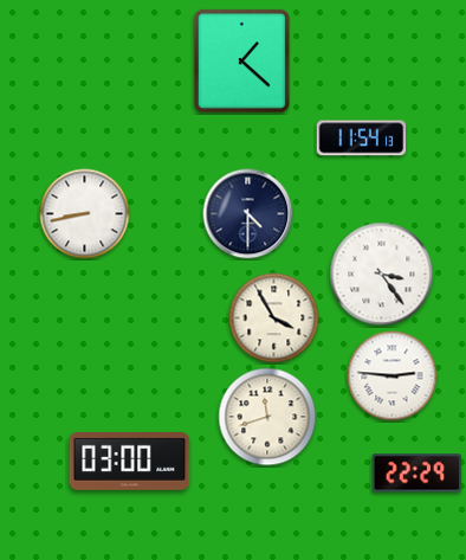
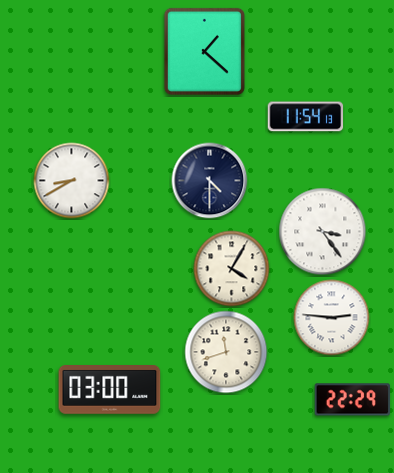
clock at (85, 214): 8:43 -> 8:40
clock at (274, 318): 3:55 -> 4:05
